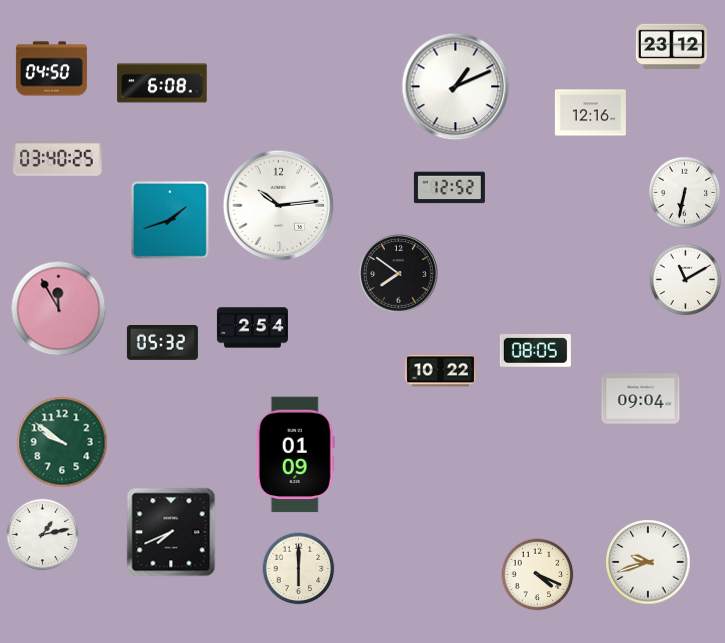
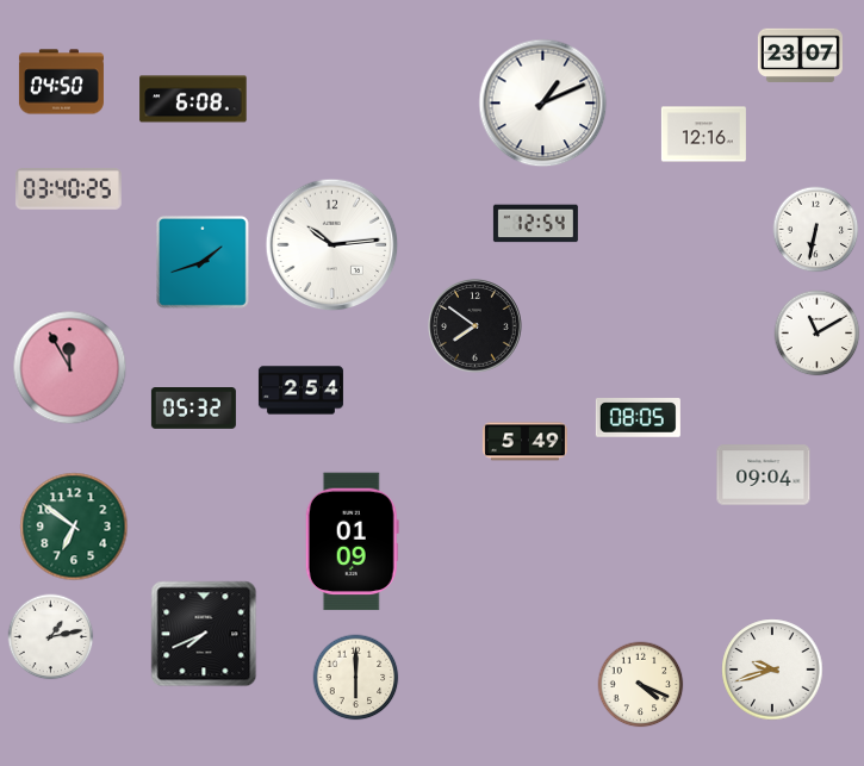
clock at (671, 46): 23:12 -> 23:07
clock at (449, 188): 12:52 -> 12:54
clock at (440, 371): 10:22 -> 5:49
clock at (62, 442): 9:51 -> 6:51
